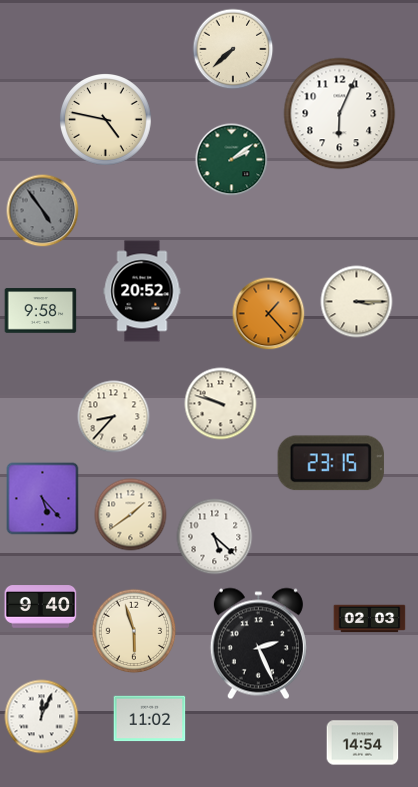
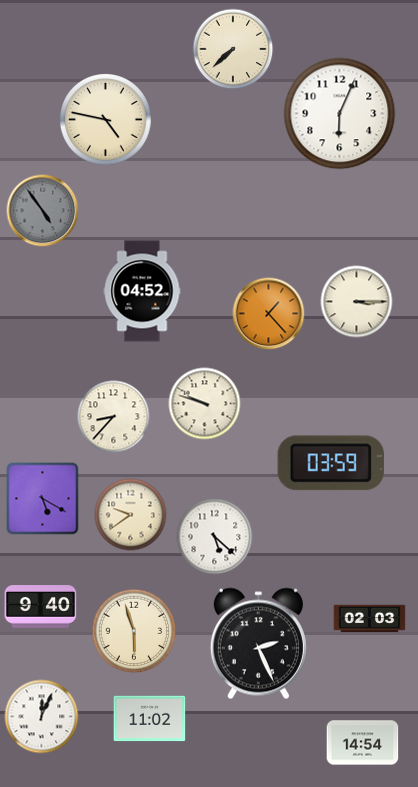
clock at (232, 160): 2:09 -> none
clock at (142, 291): 20:52 -> 04:52
clock at (41, 311): 9:58 -> none
clock at (221, 404) position: (221, 404) -> (205, 404)
clock at (331, 463): 23:15 -> 03:59
clock at (43, 499): 5:23 -> 5:20
clock at (131, 515): 1:39 -> 9:39
